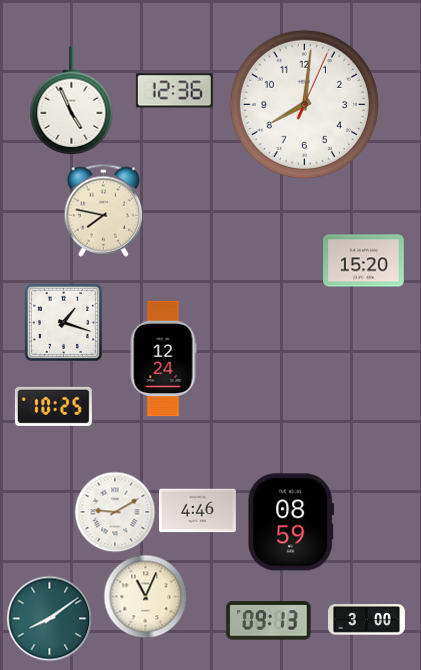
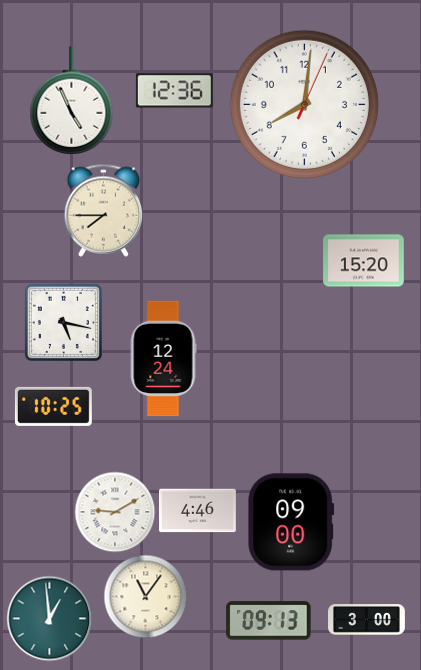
clock at (104, 210): 7:47 -> 7:45
clock at (63, 322): 1:18 -> 5:17
clock at (291, 522): 08:59 -> 09:00
clock at (145, 596): 11:04 -> 11:06
clock at (49, 618): 8:09 -> 12:59
